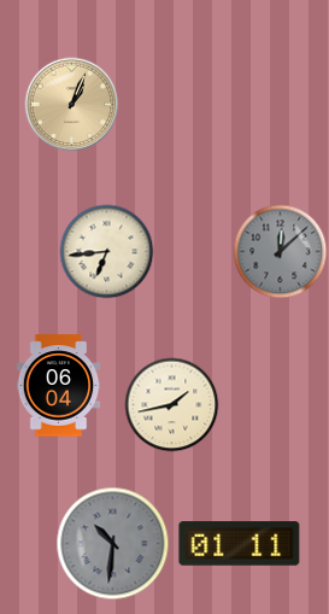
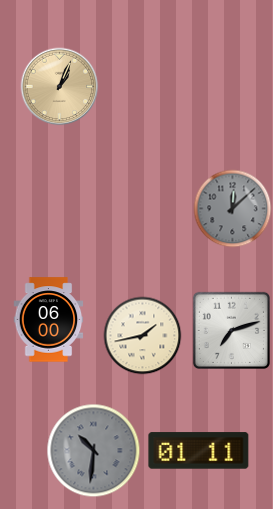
clock at (106, 251): 6:44 -> none
clock at (59, 386): 06:04 -> 06:00
clock at (231, 330): none -> 7:12
